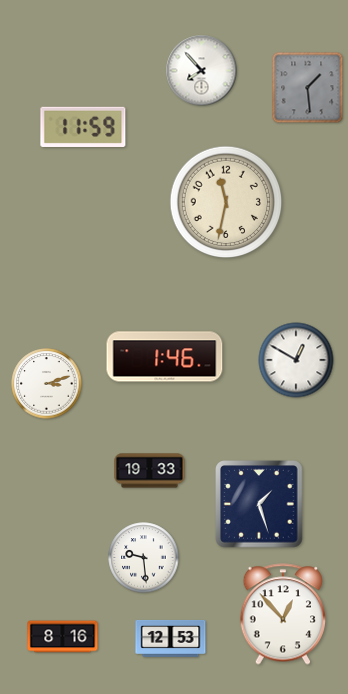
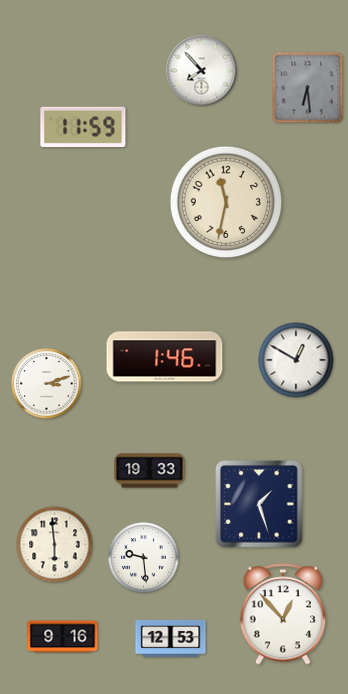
clock at (308, 88): 1:29 -> 6:29
clock at (55, 545): none -> 5:59
clock at (63, 637): 8:16 -> 9:16
